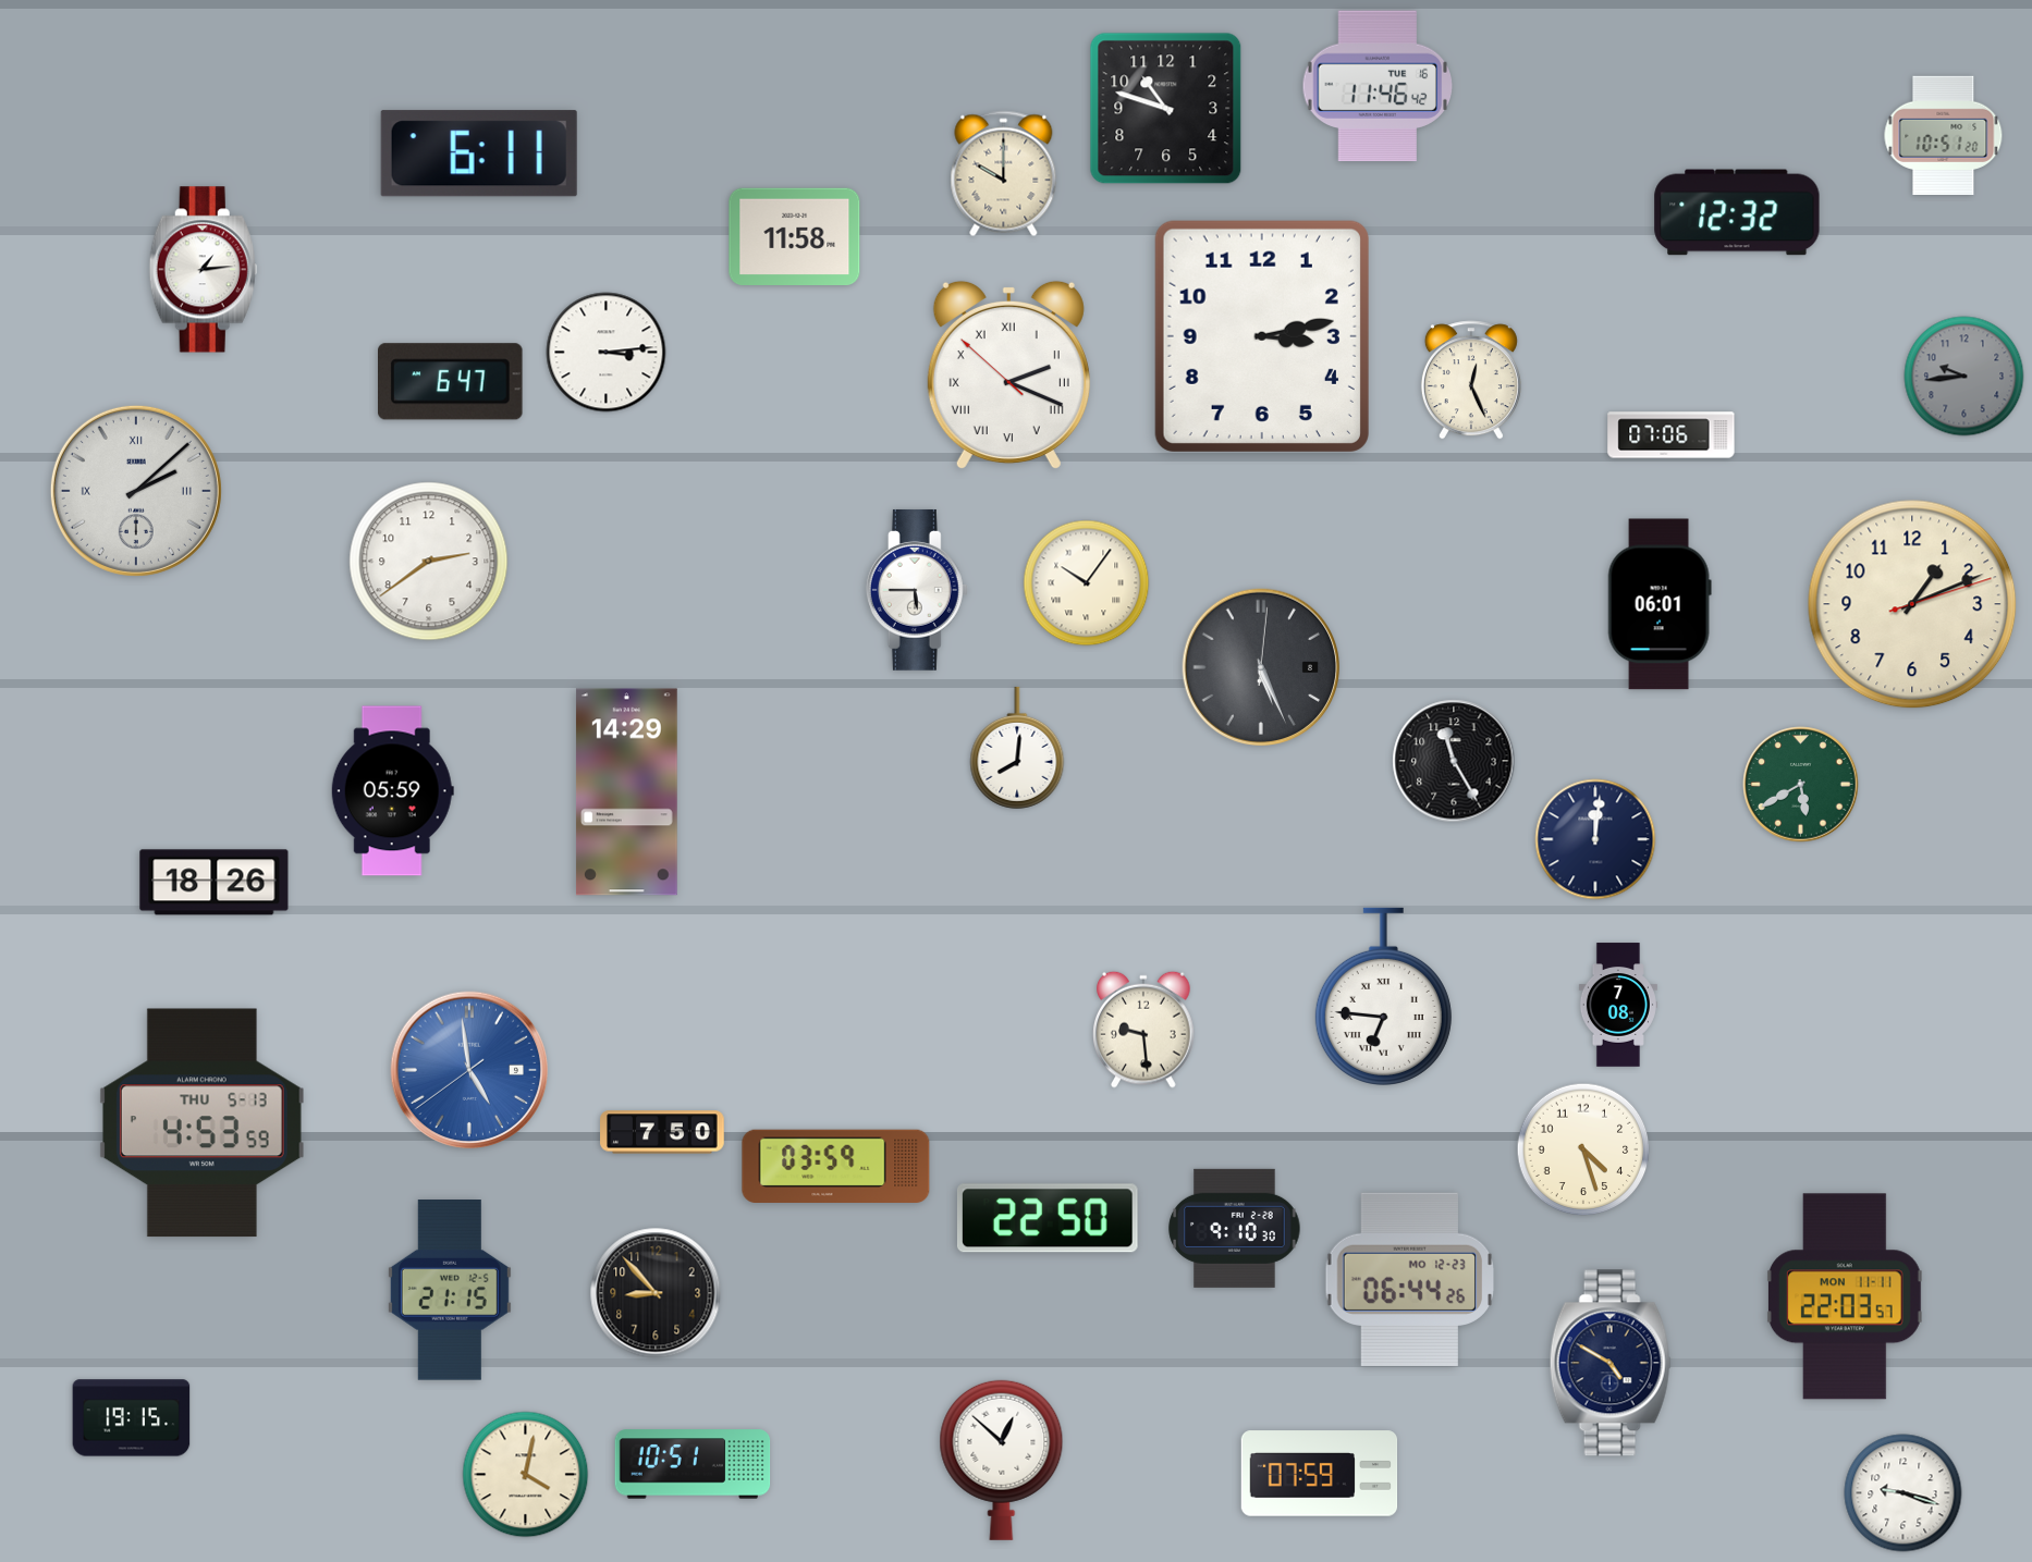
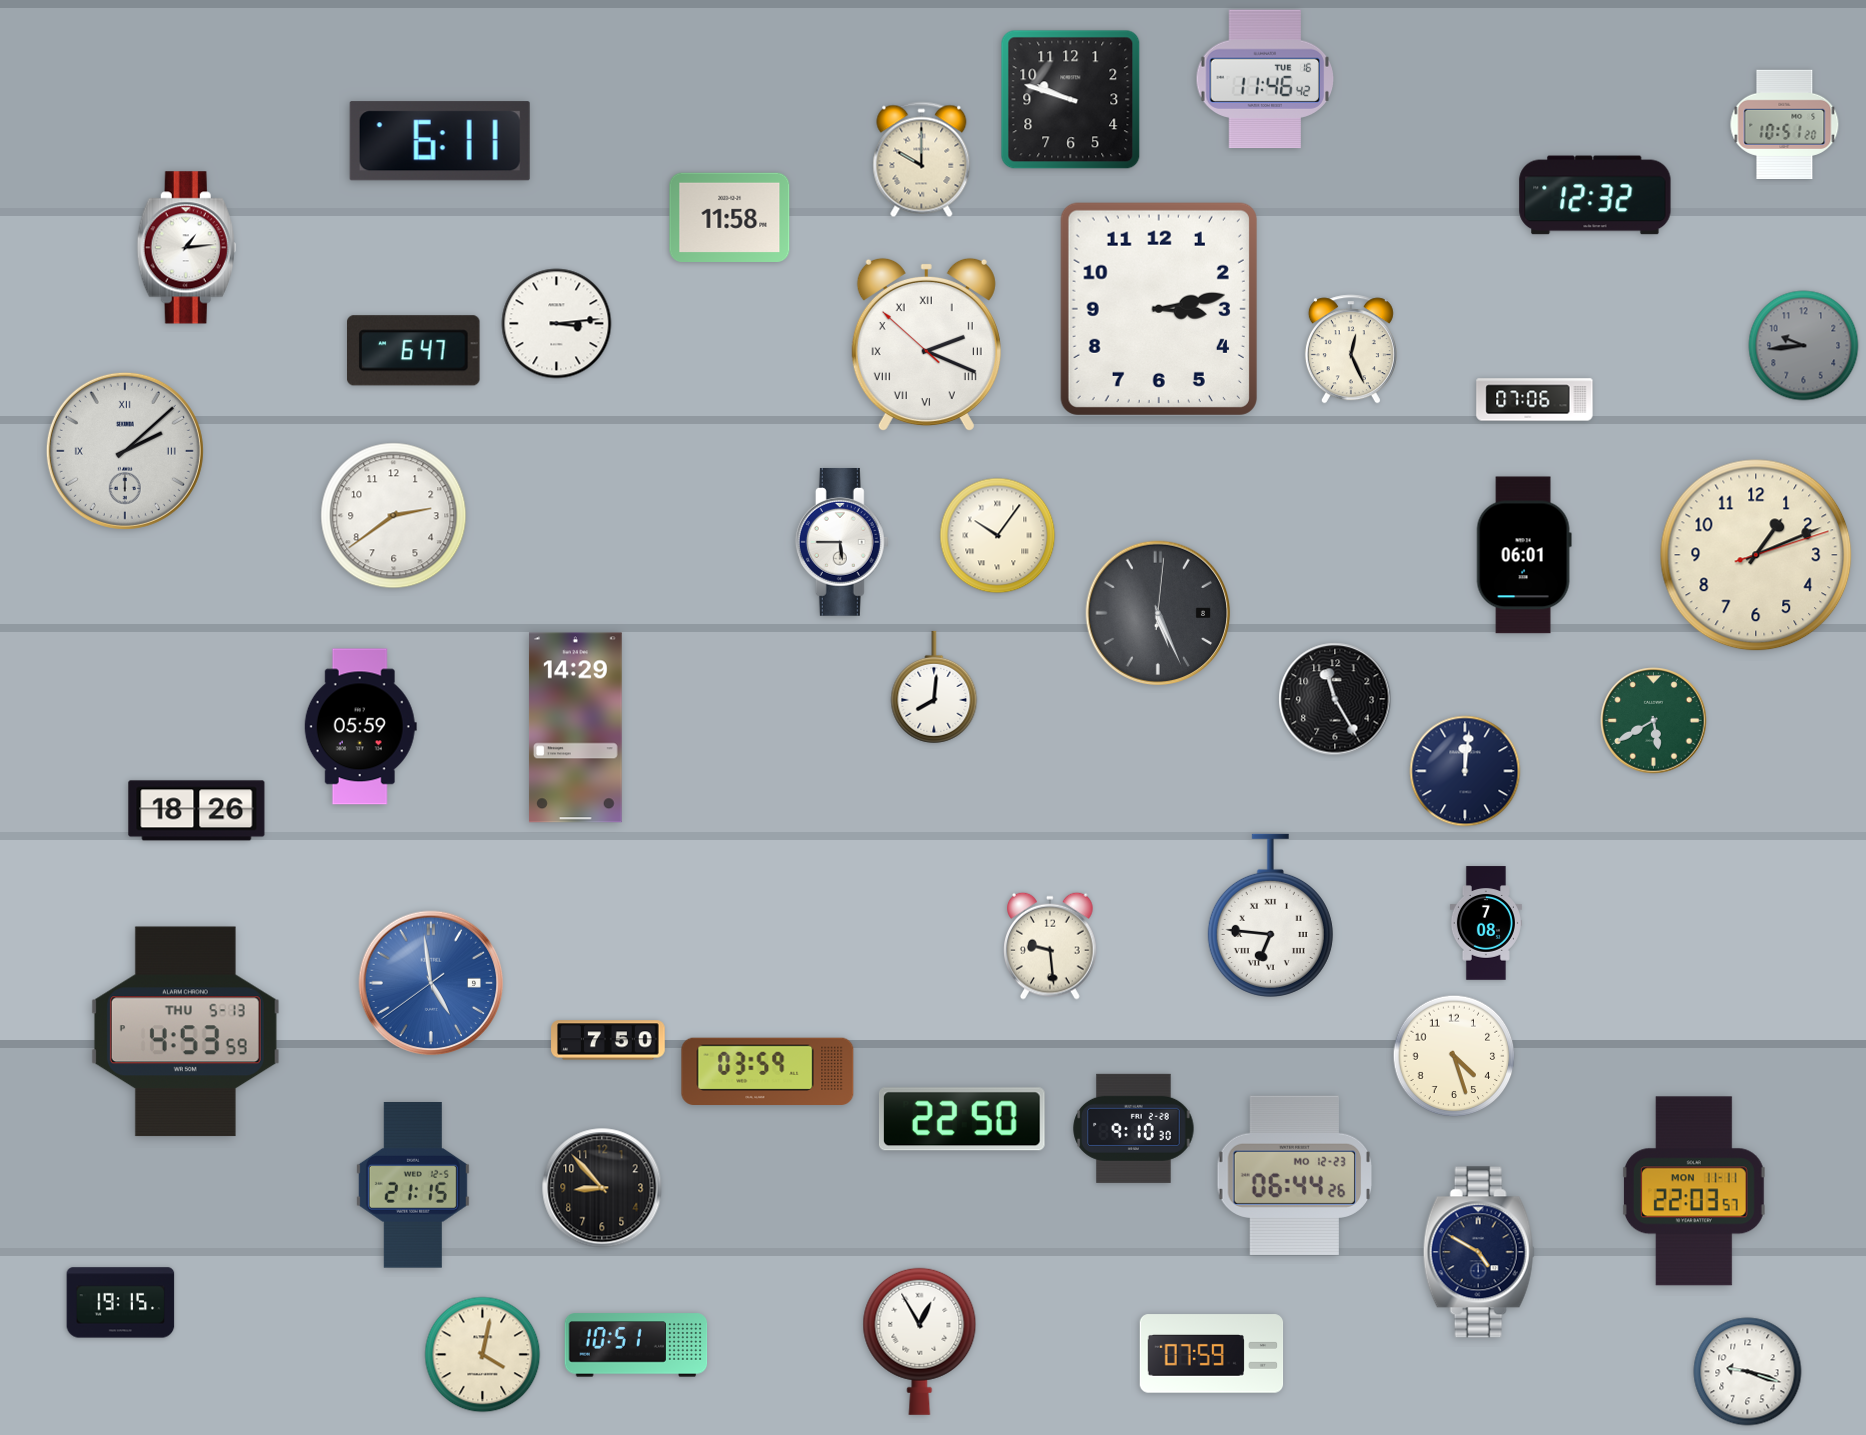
clock at (1166, 109): 10:48 -> 9:48
clock at (1002, 1460): 12:52 -> 12:55
